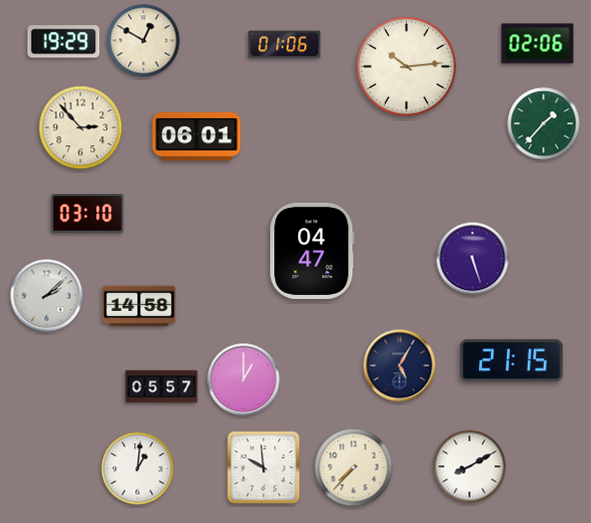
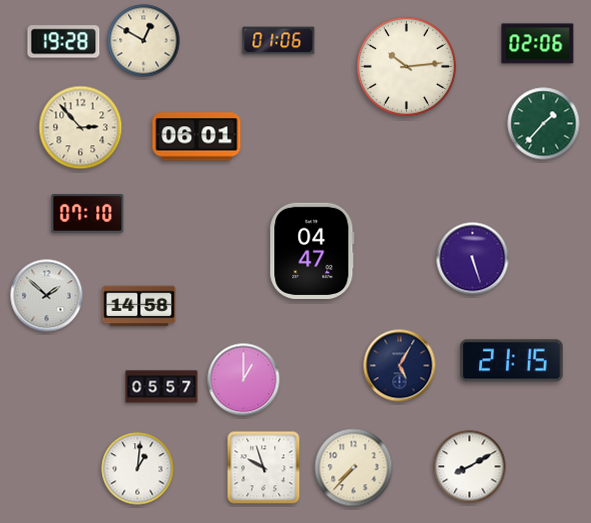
clock at (64, 42): 19:29 -> 19:28
clock at (285, 45) position: (285, 45) -> (279, 41)
clock at (88, 214): 03:10 -> 07:10
clock at (47, 296): 2:08 -> 1:52
clock at (264, 468): 9:59 -> 9:57
